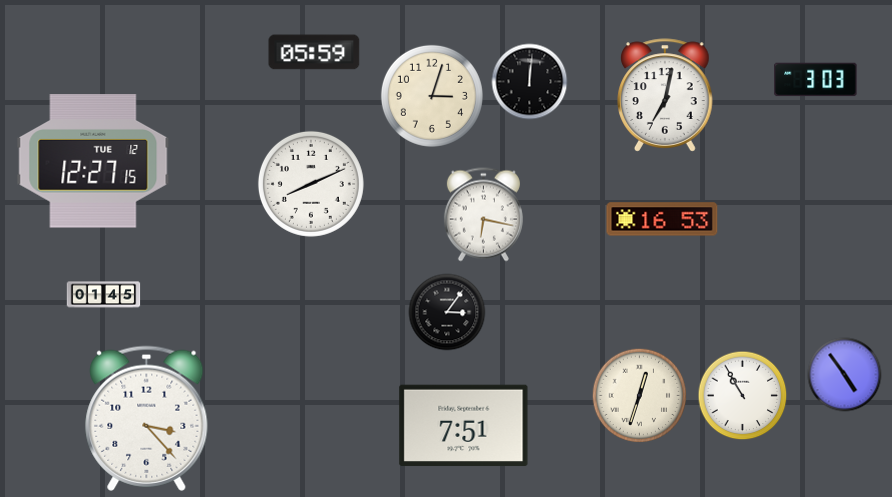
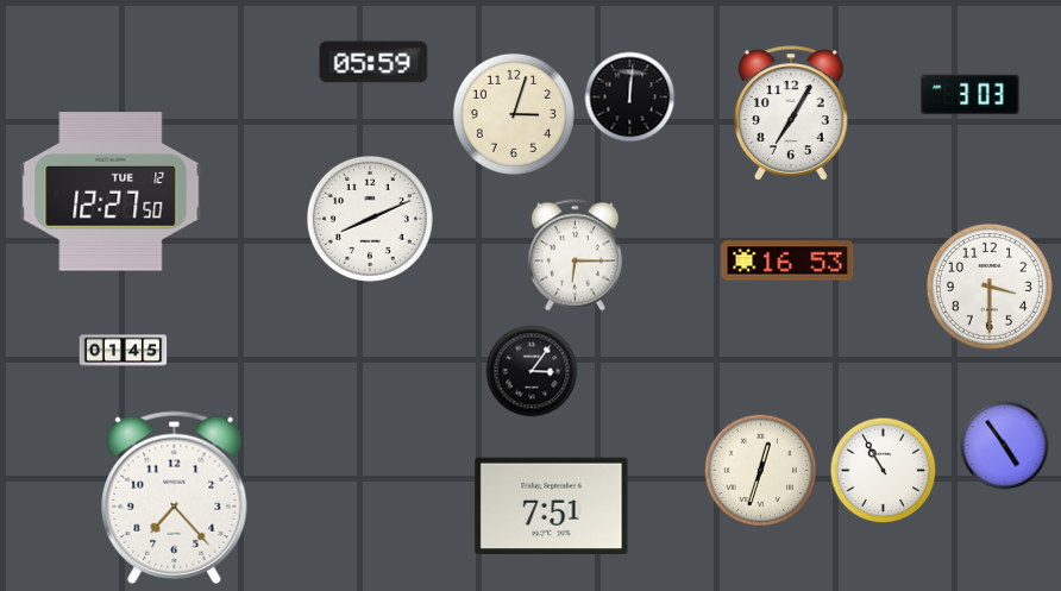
clock at (666, 95): 7:02 -> 7:05
clock at (93, 161): 12:27:15 -> 12:27:50
clock at (483, 215): 6:17 -> 6:15
clock at (990, 287): none -> 3:30
clock at (147, 418): 3:23 -> 7:23
